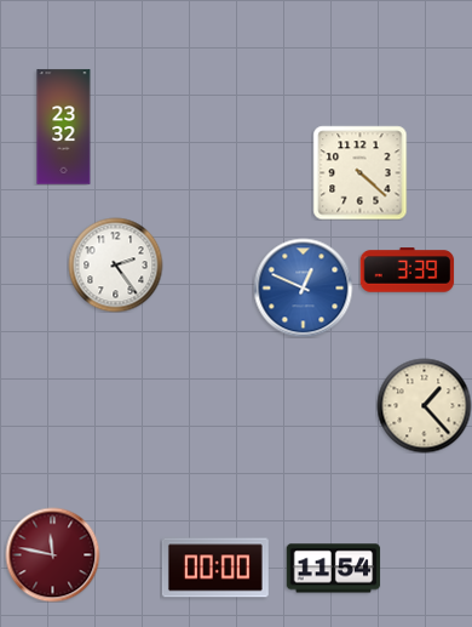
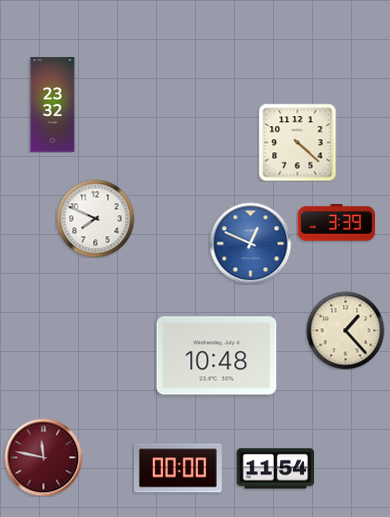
clock at (115, 264): 2:24 -> 7:49
clock at (303, 287) position: (303, 287) -> (250, 243)
clock at (424, 405) position: (424, 405) -> (345, 330)
clock at (217, 356): none -> 10:48
